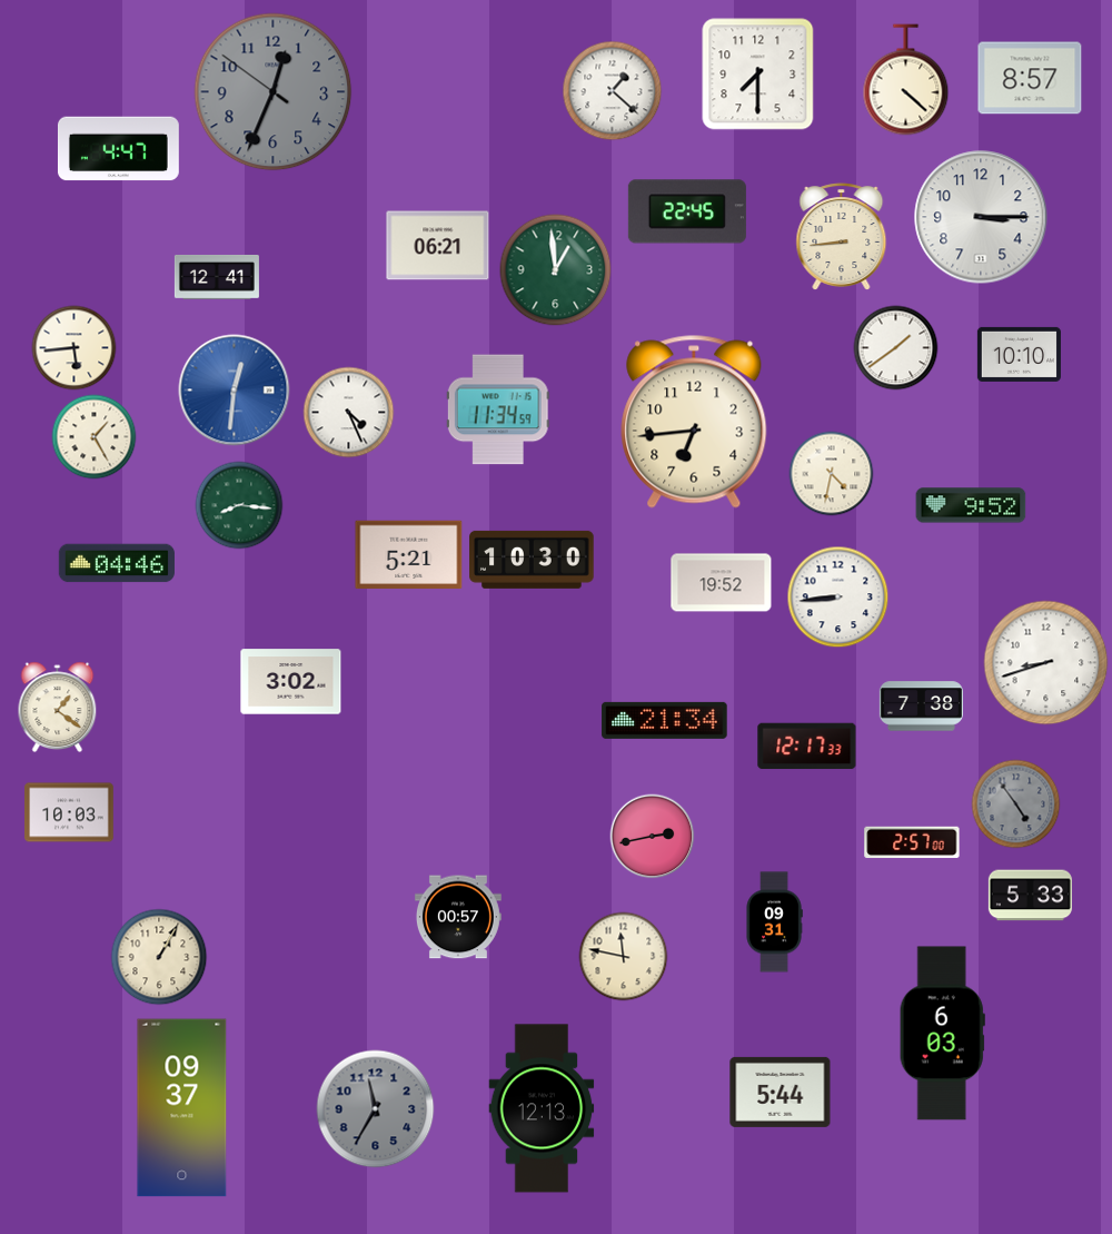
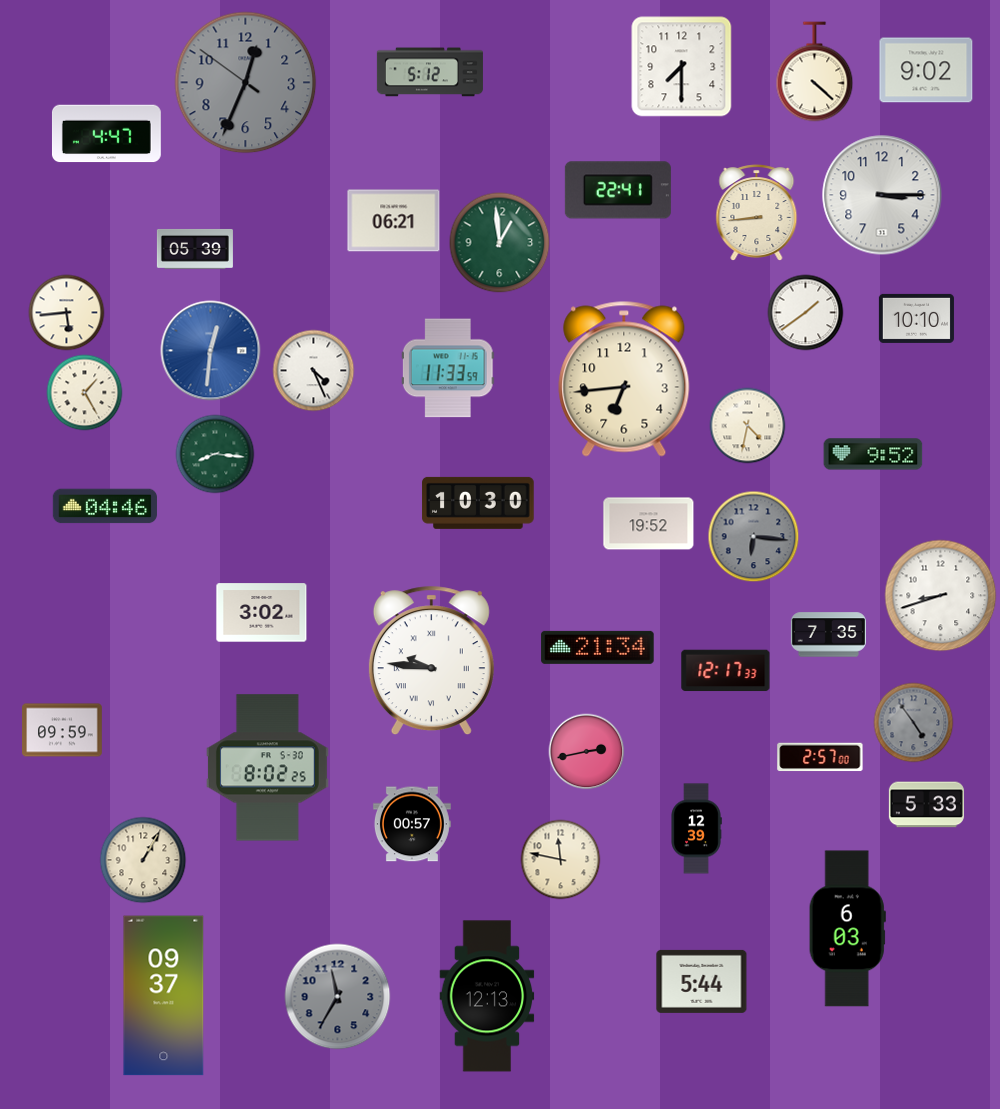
clock at (1030, 78): 8:57 -> 9:02
clock at (430, 72): none -> 5:12
clock at (613, 91): 1:22 -> none
clock at (687, 211): 22:45 -> 22:41
clock at (217, 277): 12:41 -> 05:39
clock at (498, 409): 11:34 -> 11:33
clock at (409, 555): 5:21 -> none
clock at (838, 598): 8:44 -> 6:16
clock at (838, 598) dial: white -> grey
clock at (921, 707): 7:38 -> 7:35
clock at (58, 708): 1:21 -> none
clock at (431, 661): none -> 9:46
clock at (69, 812): 10:03 -> 09:59
clock at (267, 768): none -> 8:02
clock at (774, 922): 09:31 -> 12:39
